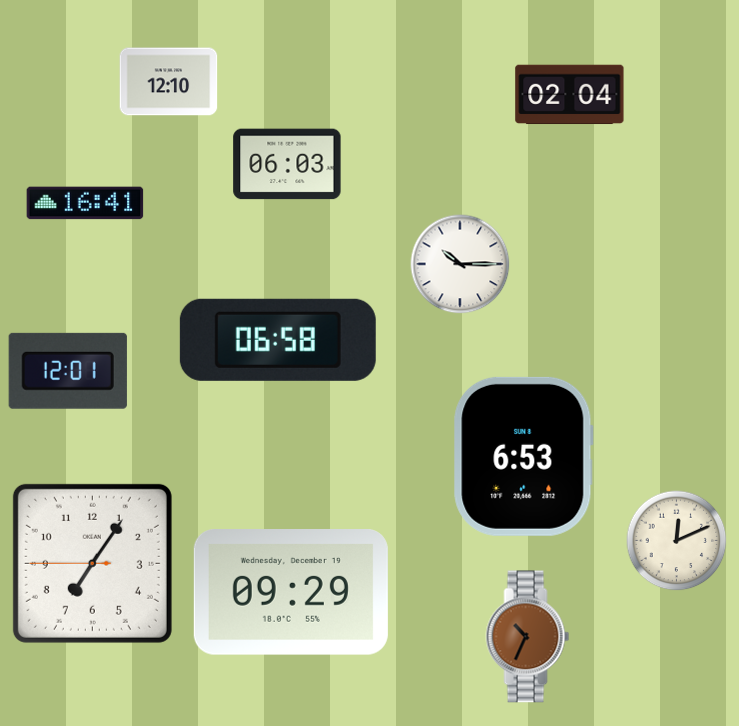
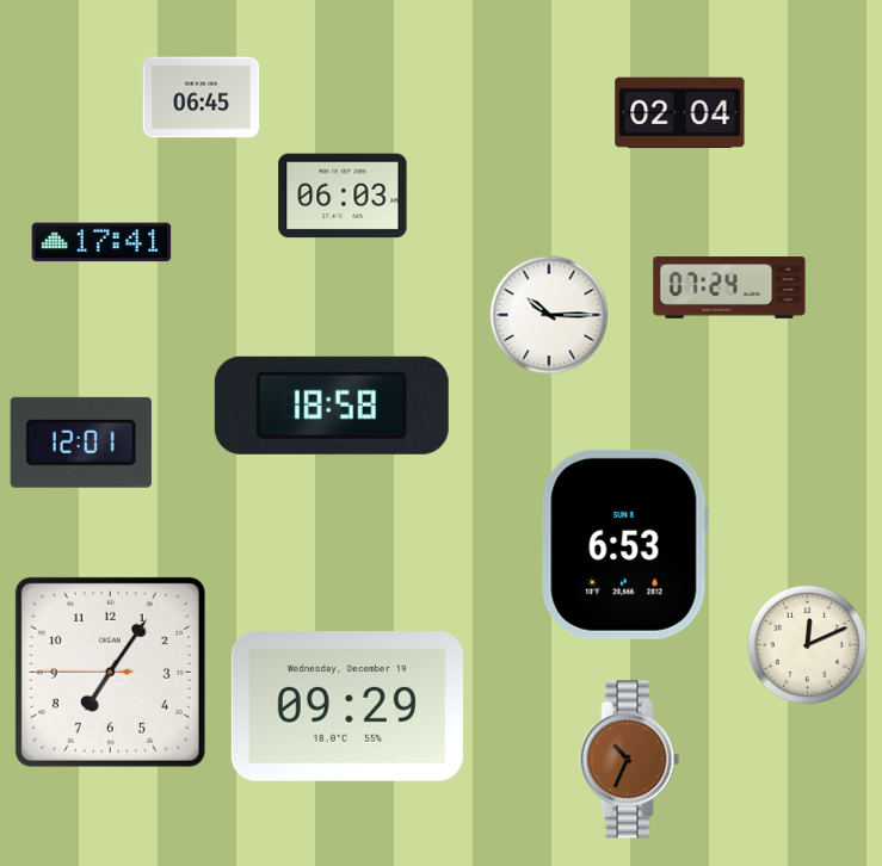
clock at (169, 82): 12:10 -> 06:45
clock at (85, 203): 16:41 -> 17:41
clock at (729, 289): none -> 07:24
clock at (278, 340): 06:58 -> 18:58
